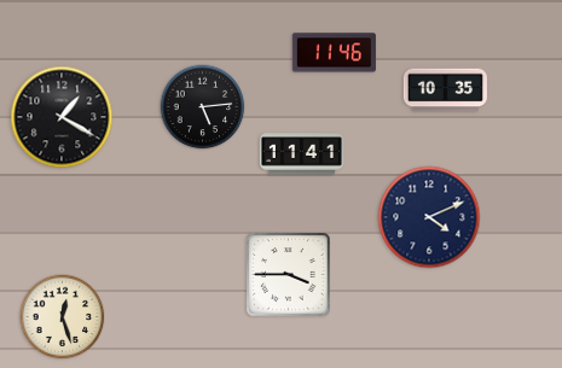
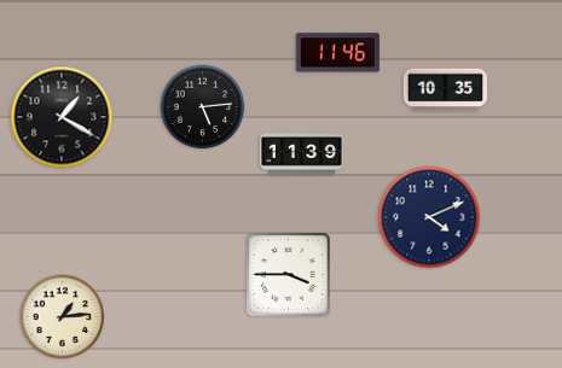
clock at (334, 53) position: (334, 53) -> (337, 53)
clock at (301, 154): 11:41 -> 11:39
clock at (63, 317): 12:27 -> 1:14
